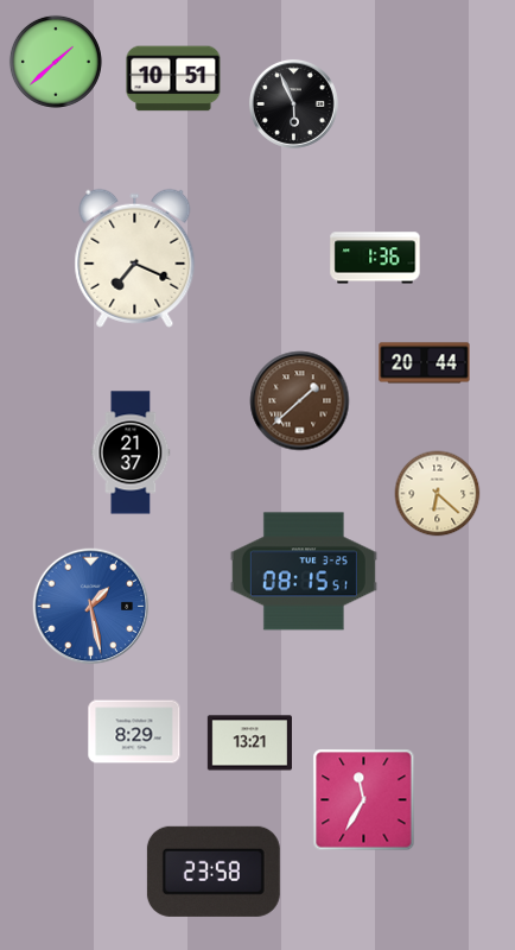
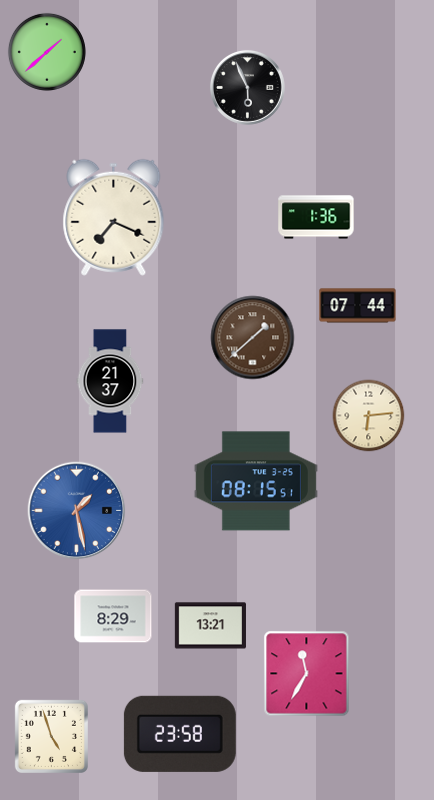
clock at (173, 78): 10:51 -> none
clock at (425, 363): 20:44 -> 07:44
clock at (438, 494): 6:22 -> 6:14
clock at (51, 736): none -> 4:57
